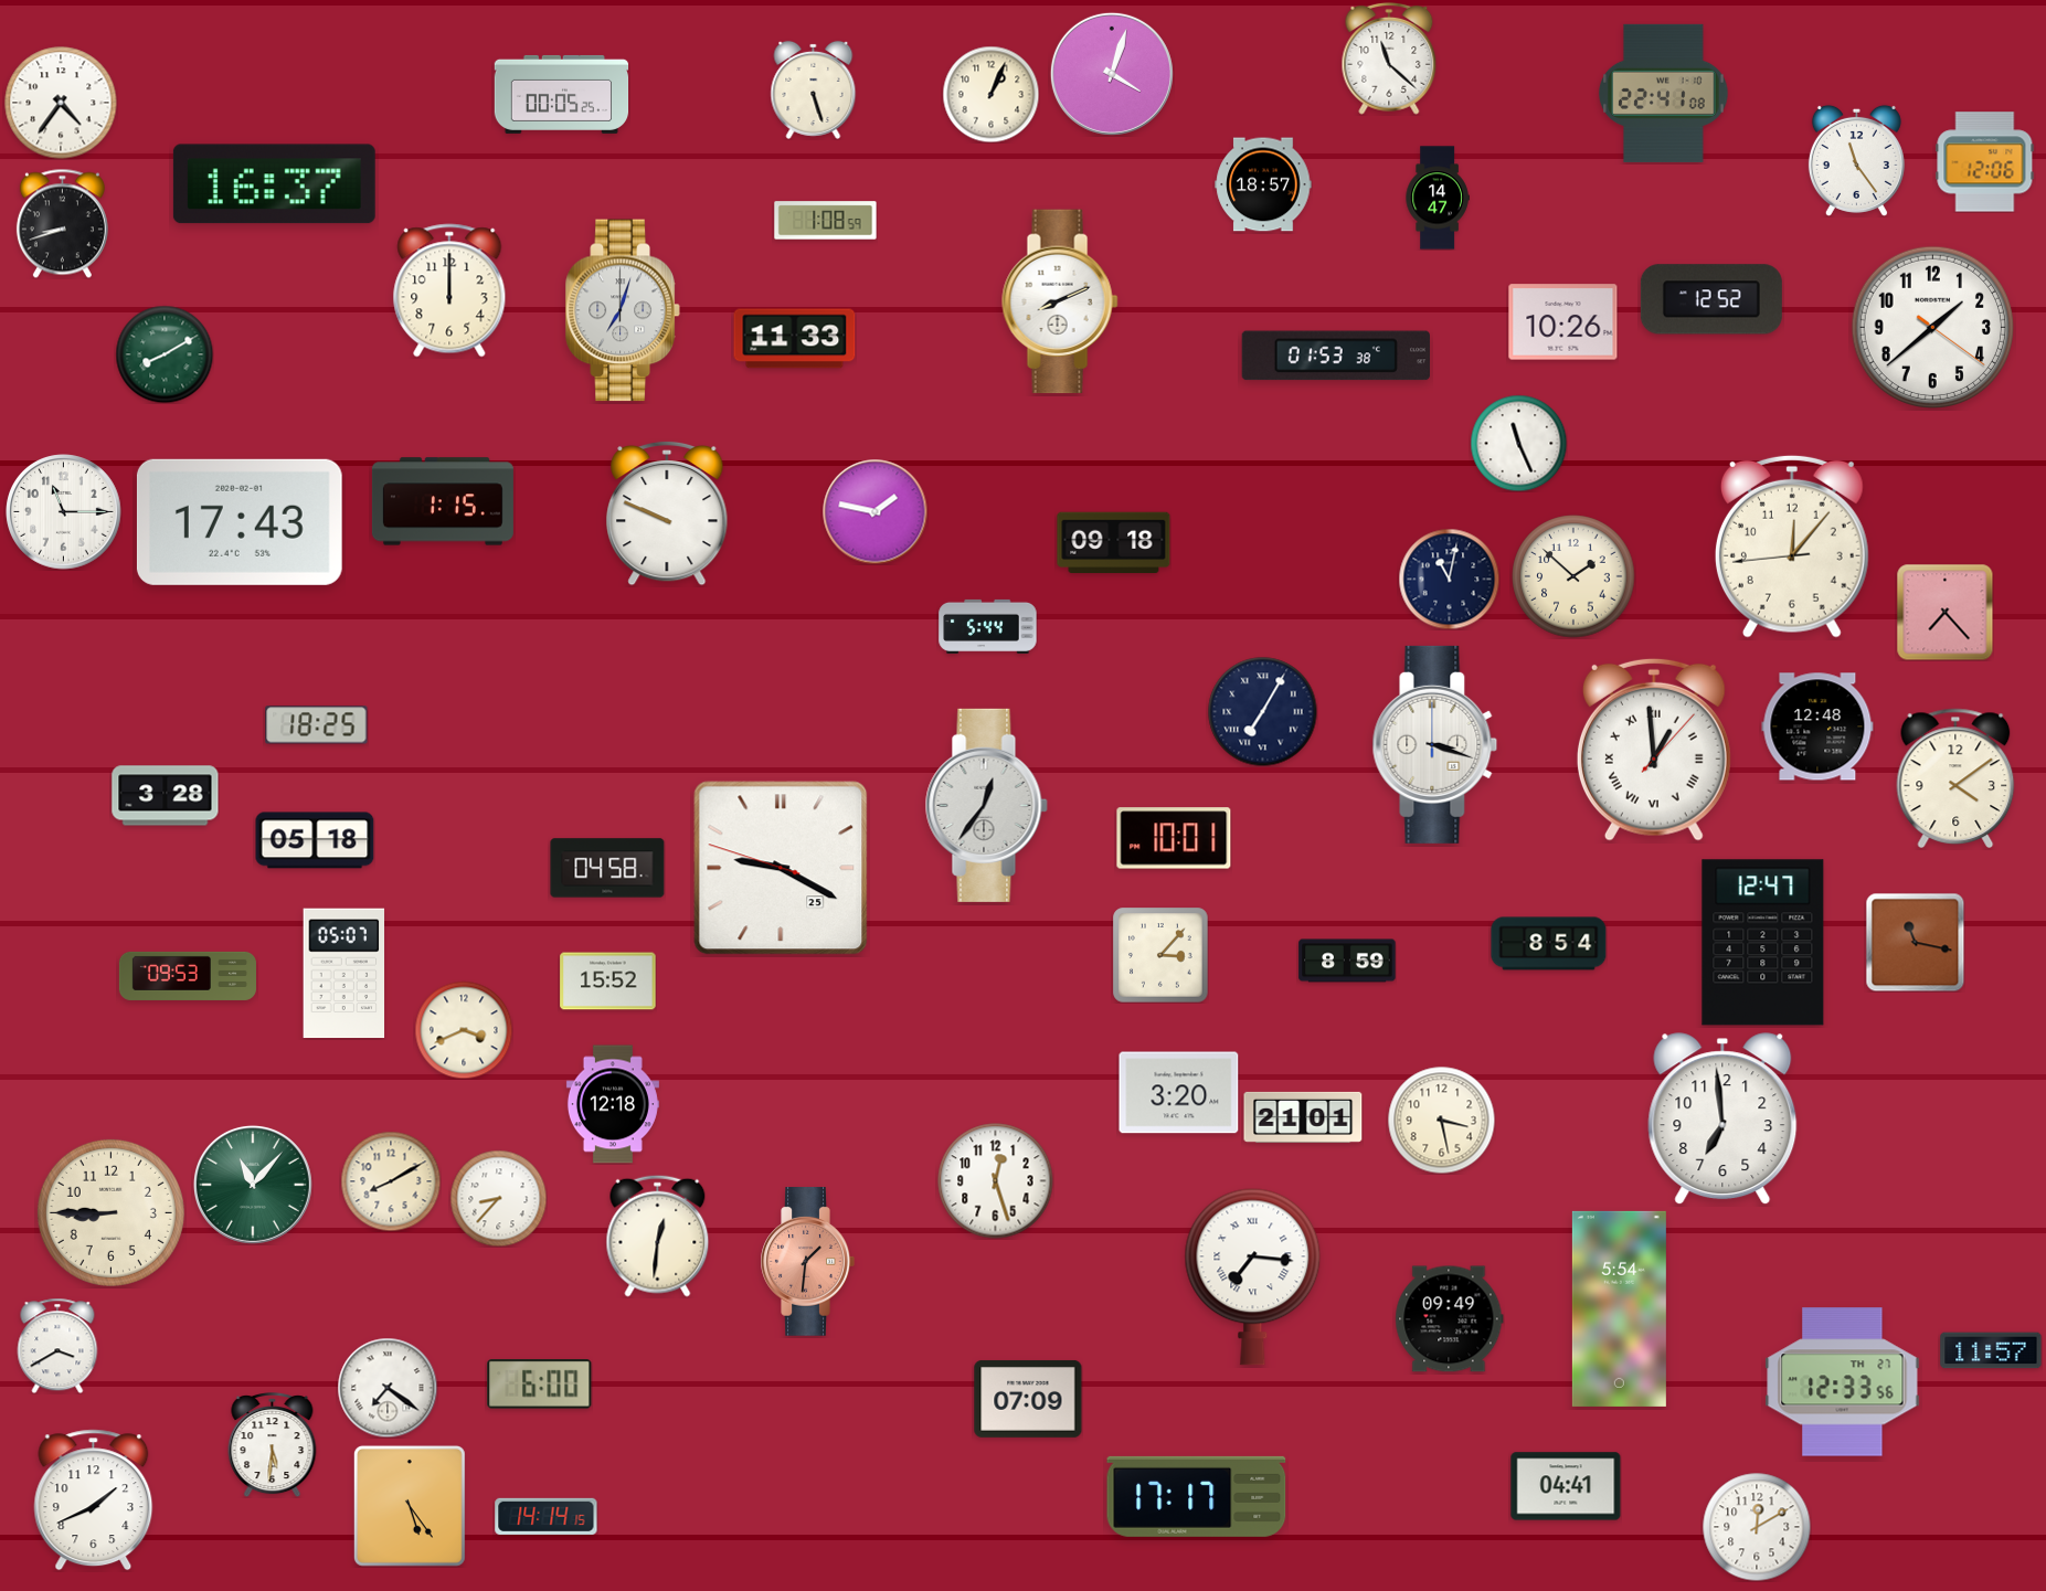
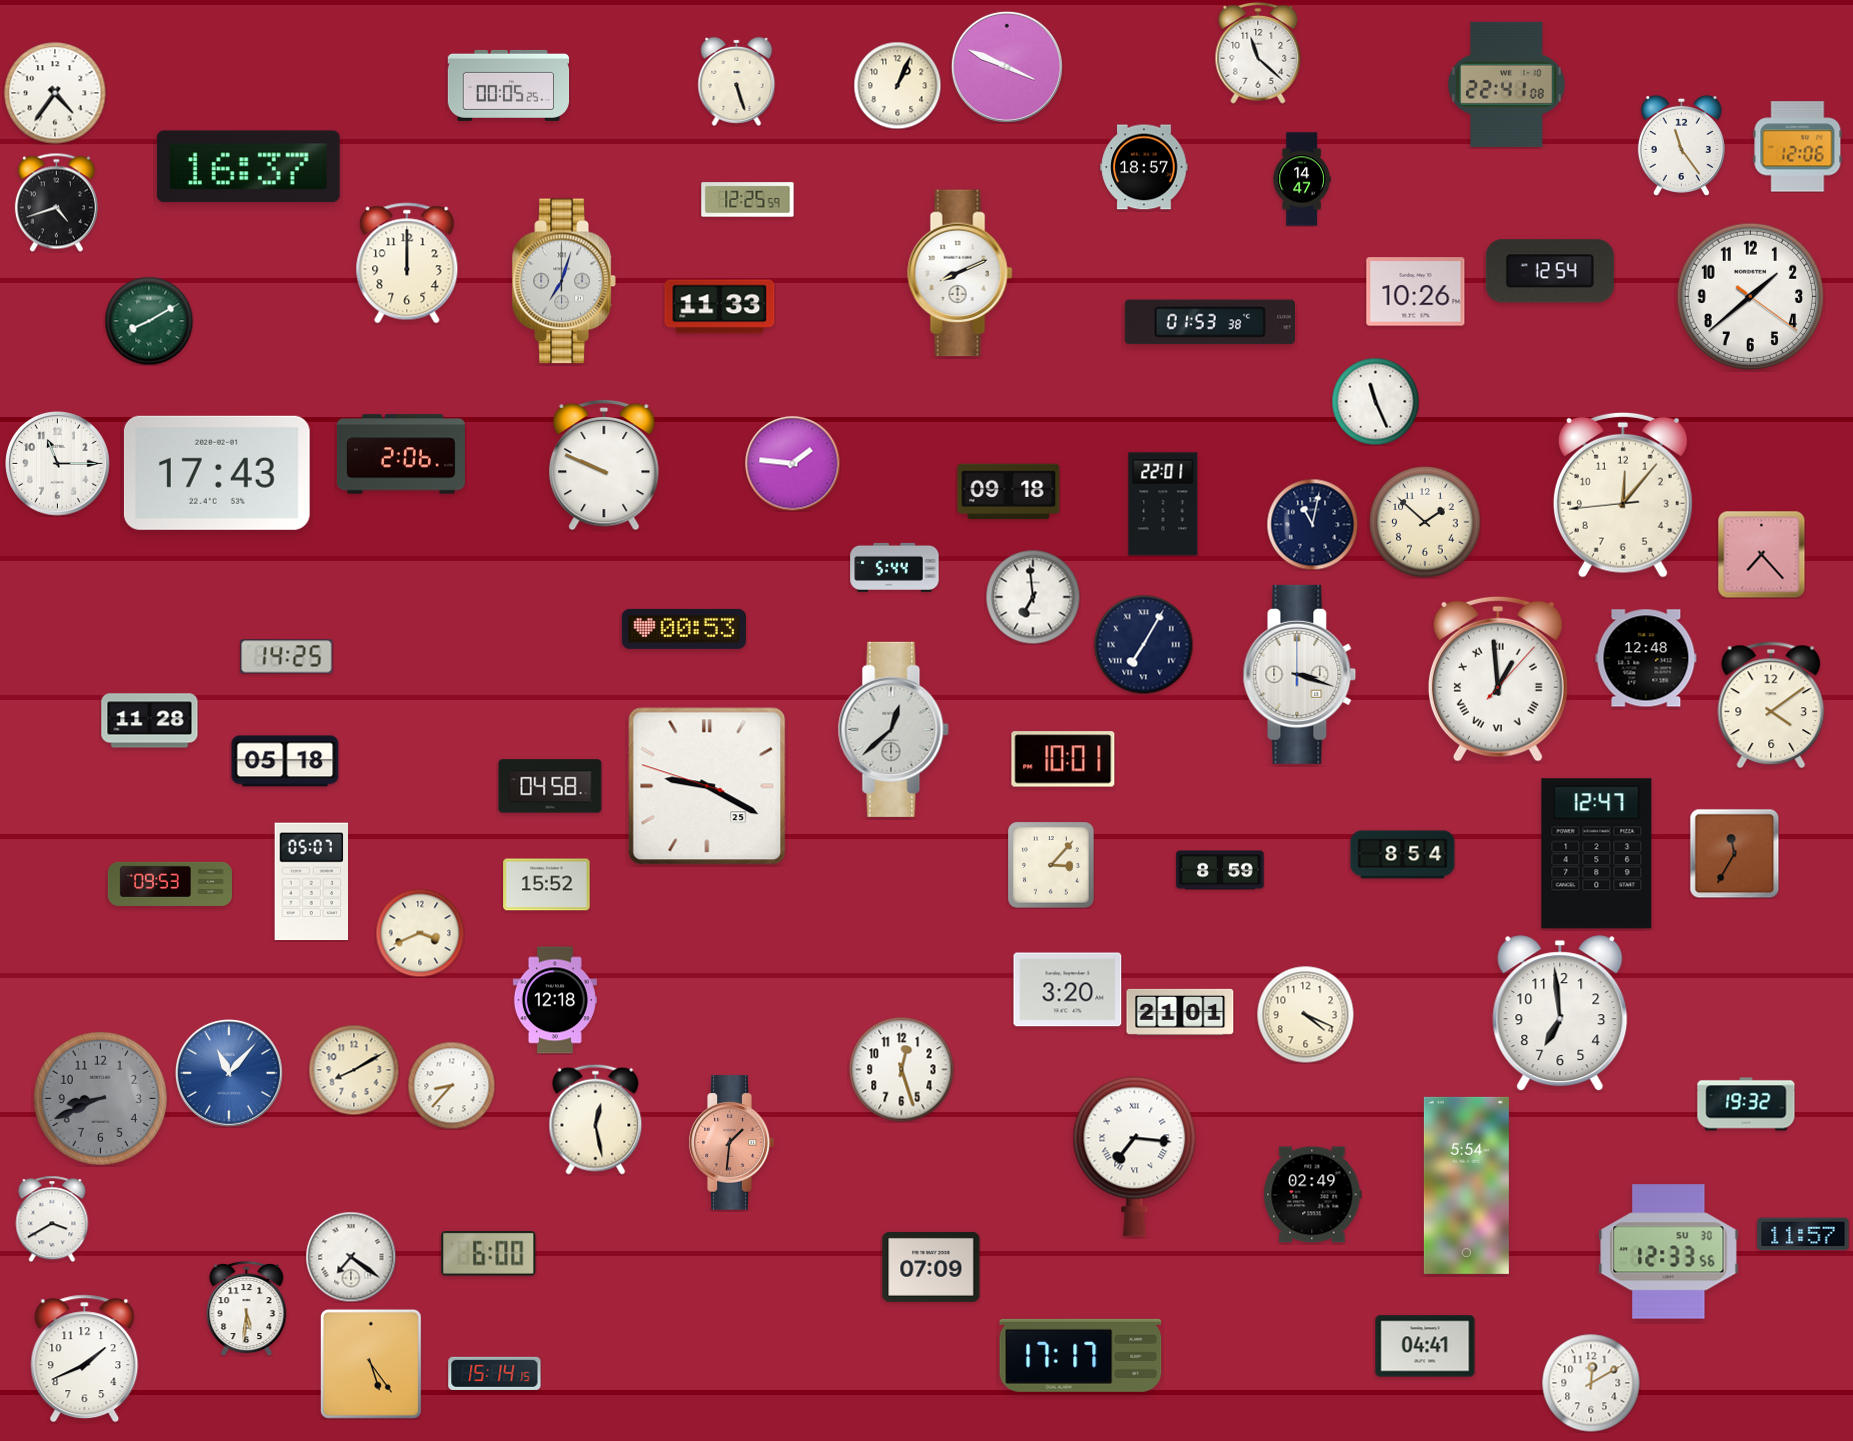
clock at (1112, 74): 4:03 -> 3:49
clock at (826, 221): 1:08 -> 12:25
clock at (62, 223): 8:42 -> 4:42
clock at (1711, 299): 12:52 -> 12:54
clock at (443, 501): 1:15 -> 2:06
clock at (874, 511): 1:47 -> 1:46
clock at (1163, 504): none -> 22:01
clock at (1033, 597): none -> 6:59
clock at (684, 629): none -> 00:53
clock at (317, 725): 18:25 -> 14:25
clock at (166, 796): 3:28 -> 11:28
clock at (986, 805): 12:36 -> 12:38
clock at (1915, 942): 11:17 -> 11:35
clock at (608, 982) position: (608, 982) -> (547, 885)
clock at (1441, 1120): 3:28 -> 4:19
clock at (253, 1185) dial: green -> blue
clock at (110, 1212): 8:45 -> 8:41
clock at (110, 1212) dial: cream -> grey
clock at (1746, 1104): none -> 19:32
clock at (658, 1235): 12:31 -> 12:28
clock at (1450, 1319): 09:49 -> 02:49
clock at (1991, 1350) position: (1991, 1350) -> (1803, 1234)
clock at (1843, 1382) date: TH 27 -> SU 30
clock at (1566, 1486) position: (1566, 1486) -> (1425, 1346)
clock at (1197, 1496) position: (1197, 1496) -> (1081, 1355)
clock at (547, 1516): 14:14 -> 15:14
